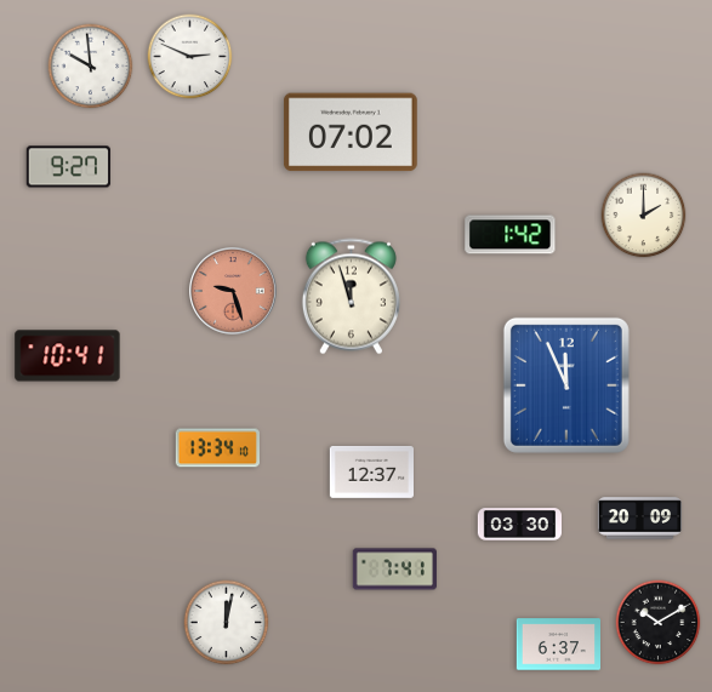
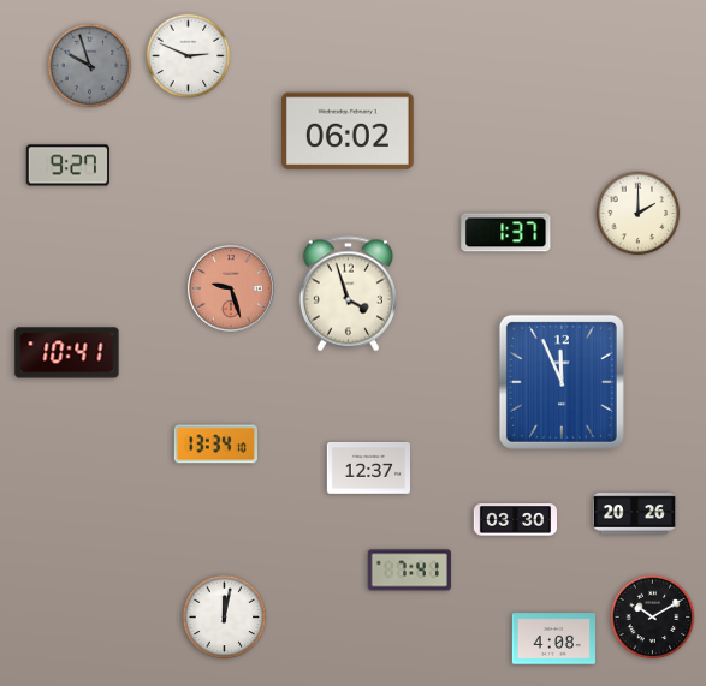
clock at (91, 67): 9:59 -> 9:57
clock at (91, 67) dial: white -> grey
clock at (351, 132): 07:02 -> 06:02
clock at (511, 235): 1:42 -> 1:37
clock at (351, 297): 11:57 -> 3:57
clock at (639, 519): 20:09 -> 20:26
clock at (394, 570) position: (394, 570) -> (409, 571)
clock at (558, 645): 6:37 -> 4:08
